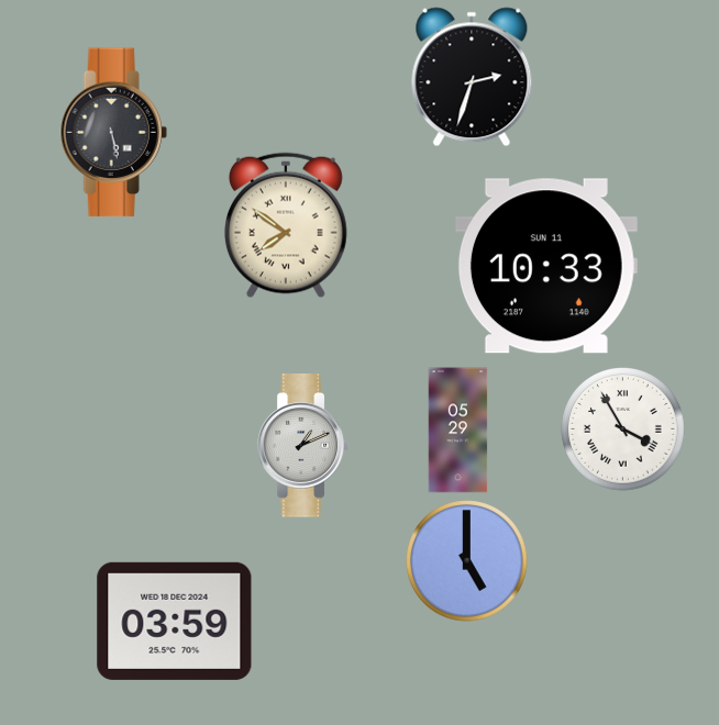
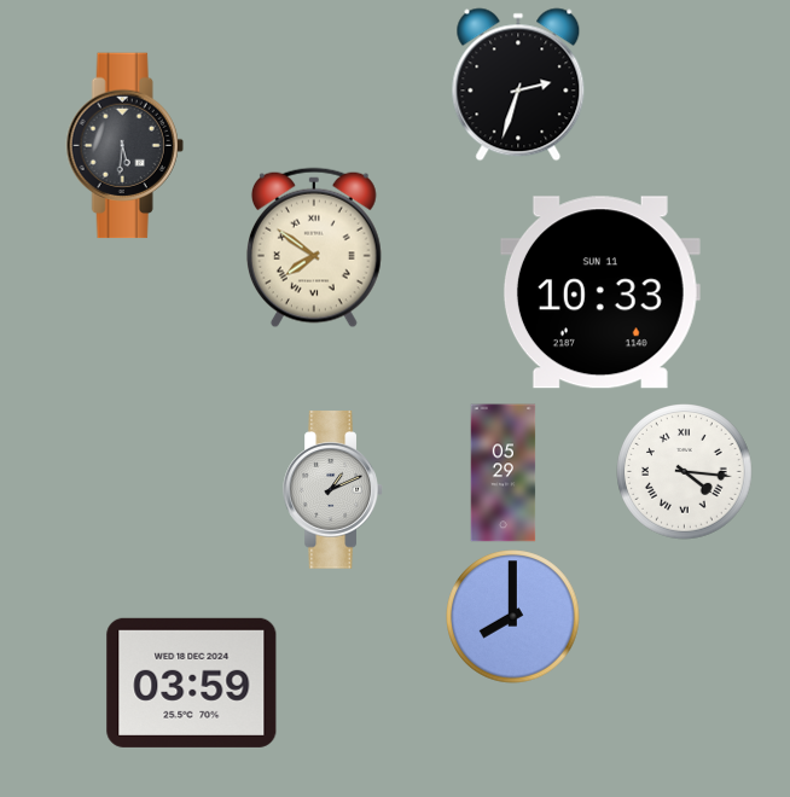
clock at (113, 133): 5:28 -> 5:31
clock at (623, 430): 3:55 -> 4:16
clock at (467, 561): 5:00 -> 8:00
